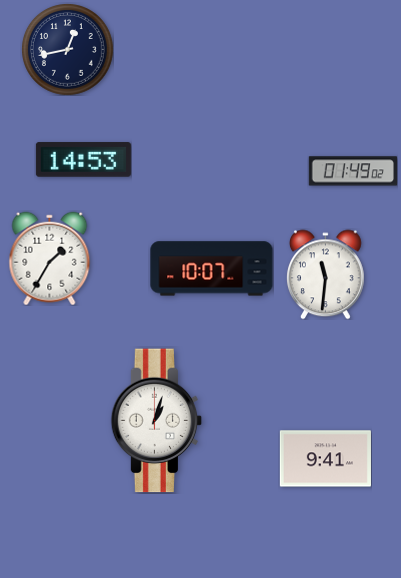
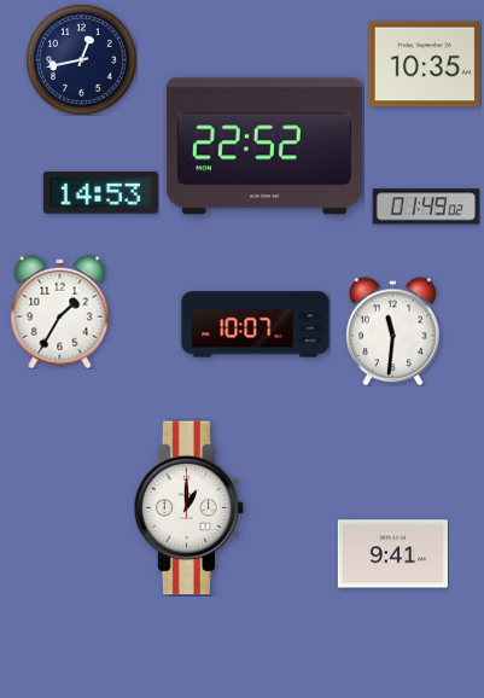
clock at (425, 64): none -> 10:35
clock at (264, 146): none -> 22:52
clock at (157, 421): 1:03 -> 1:00
